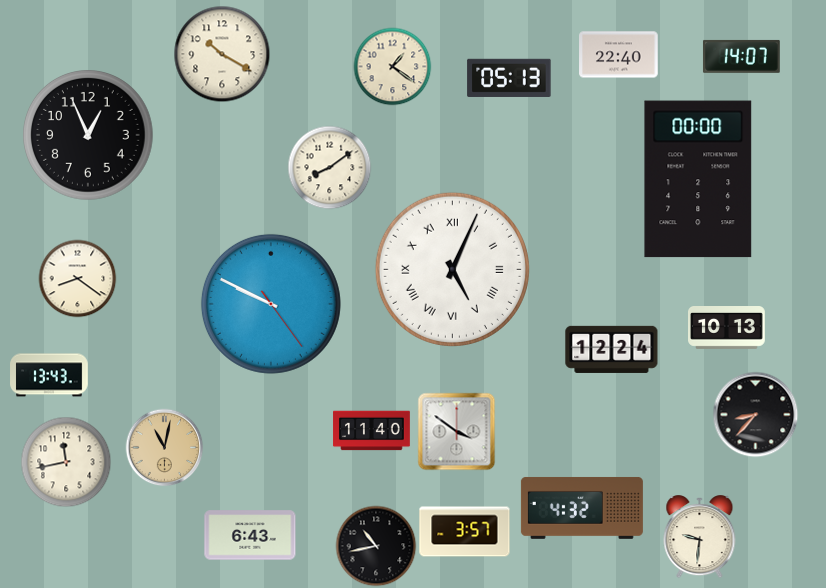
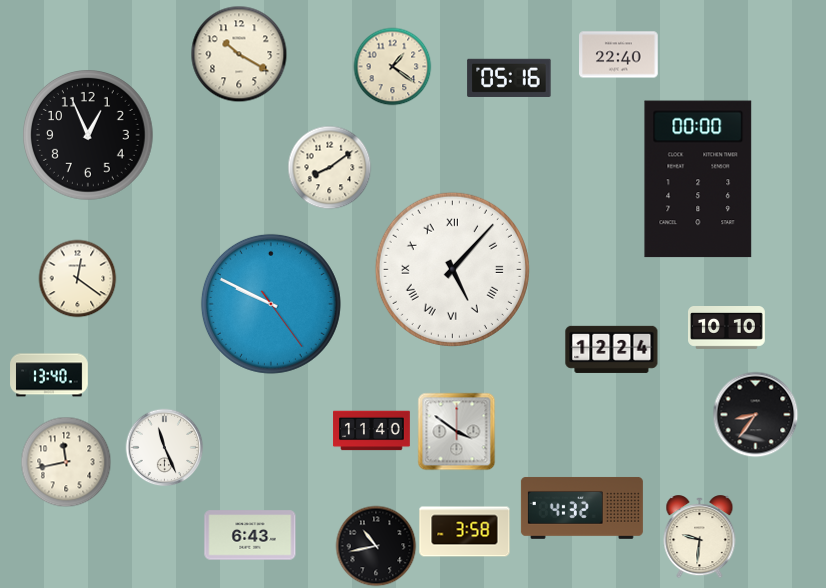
clock at (222, 54) position: (222, 54) -> (239, 54)
clock at (741, 56): 14:07 -> none
clock at (509, 78): 05:13 -> 05:16
clock at (452, 269): 5:04 -> 5:07
clock at (77, 278): 8:21 -> 12:21
clock at (727, 328): 10:13 -> 10:10
clock at (49, 375): 13:43 -> 13:40
clock at (755, 414): 8:37 -> 8:36
clock at (164, 447): 11:02 -> 11:26
clock at (164, 447) dial: champagne -> white
clock at (465, 532): 3:57 -> 3:58
